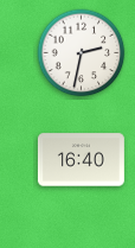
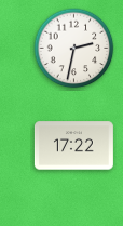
clock at (81, 160): 16:40 -> 17:22
